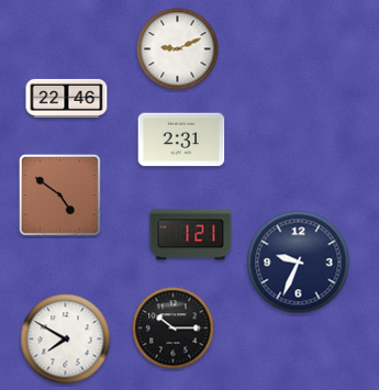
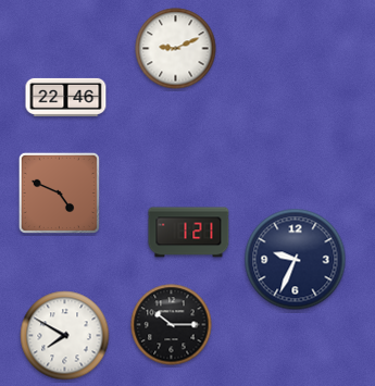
clock at (181, 140): 2:31 -> none
clock at (59, 194): 4:51 -> 4:49
